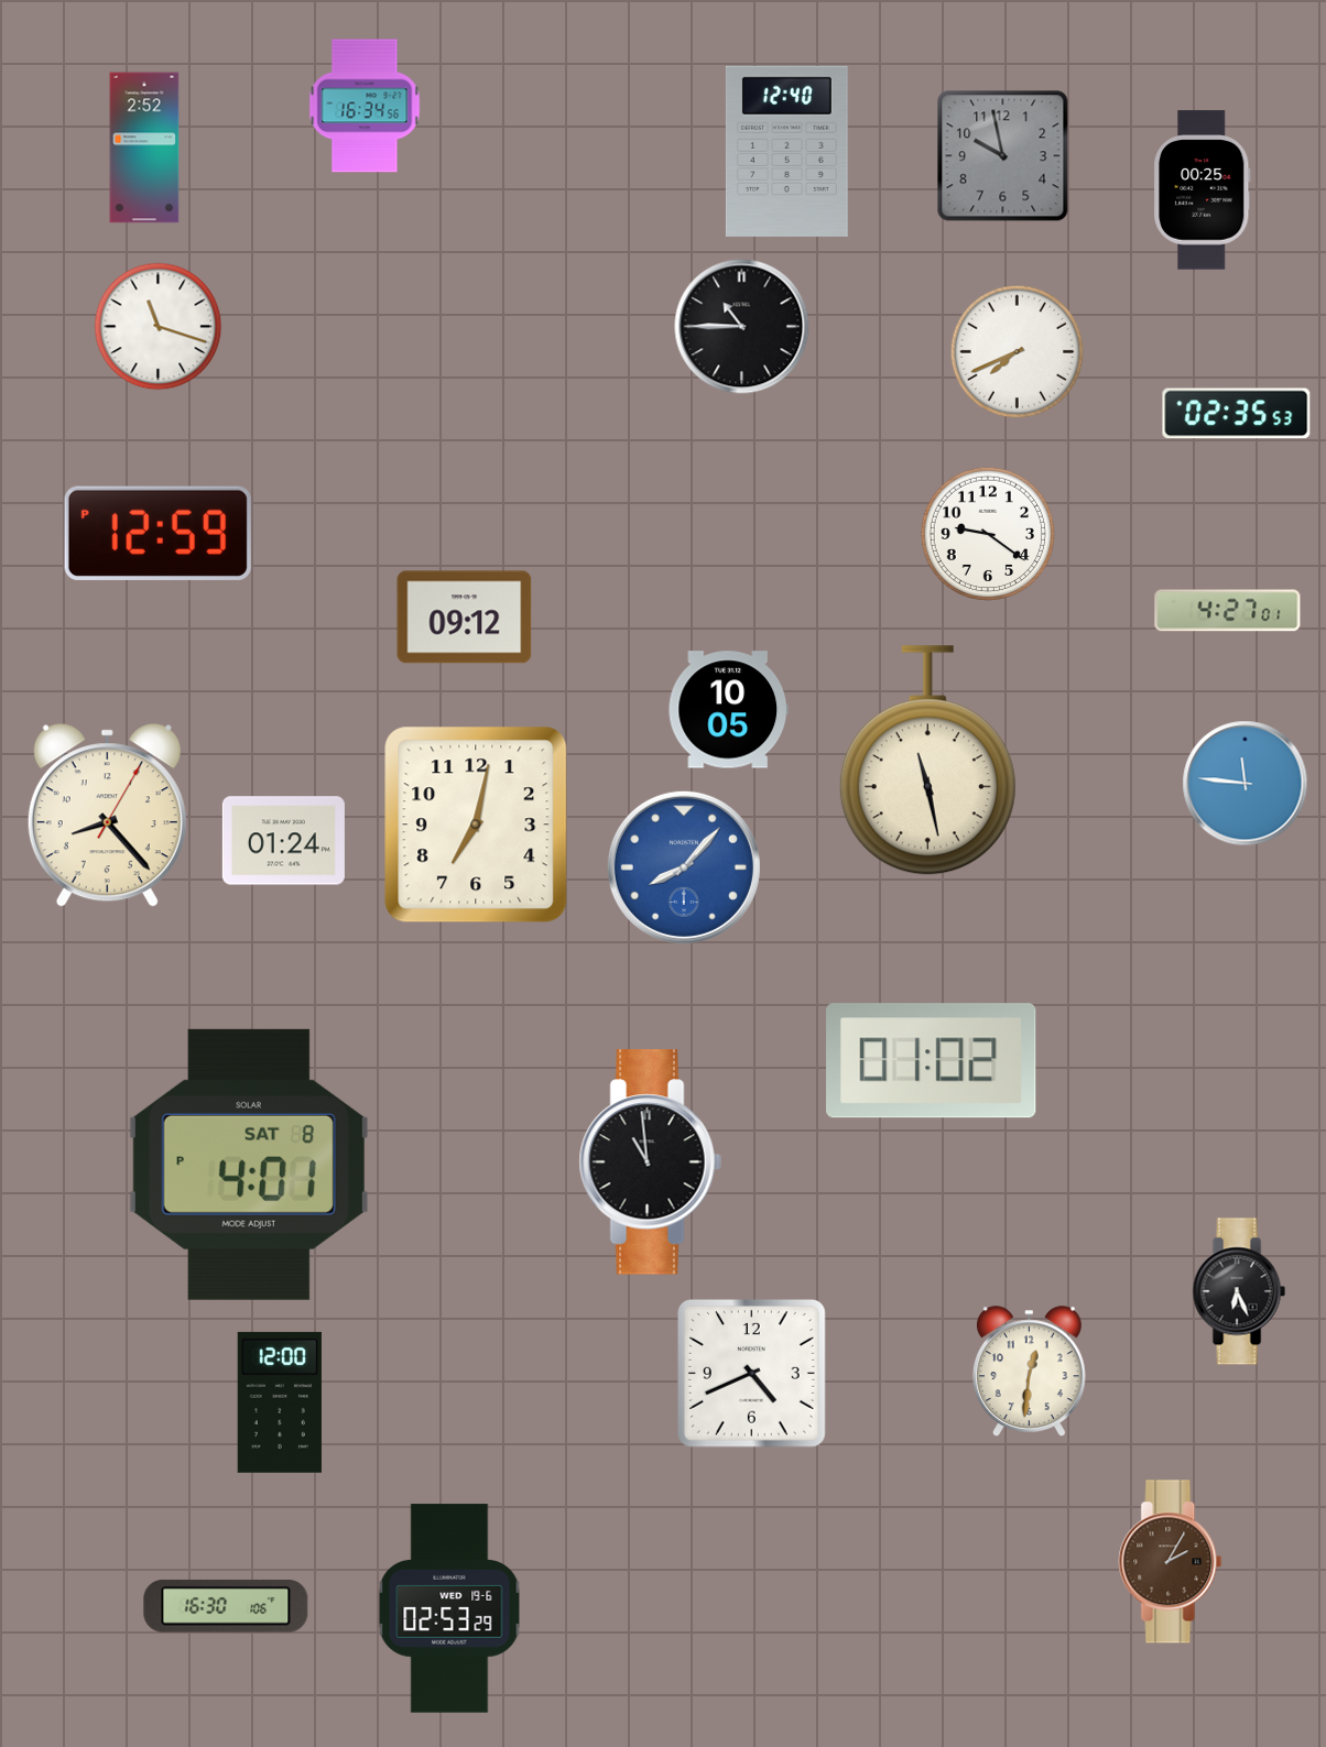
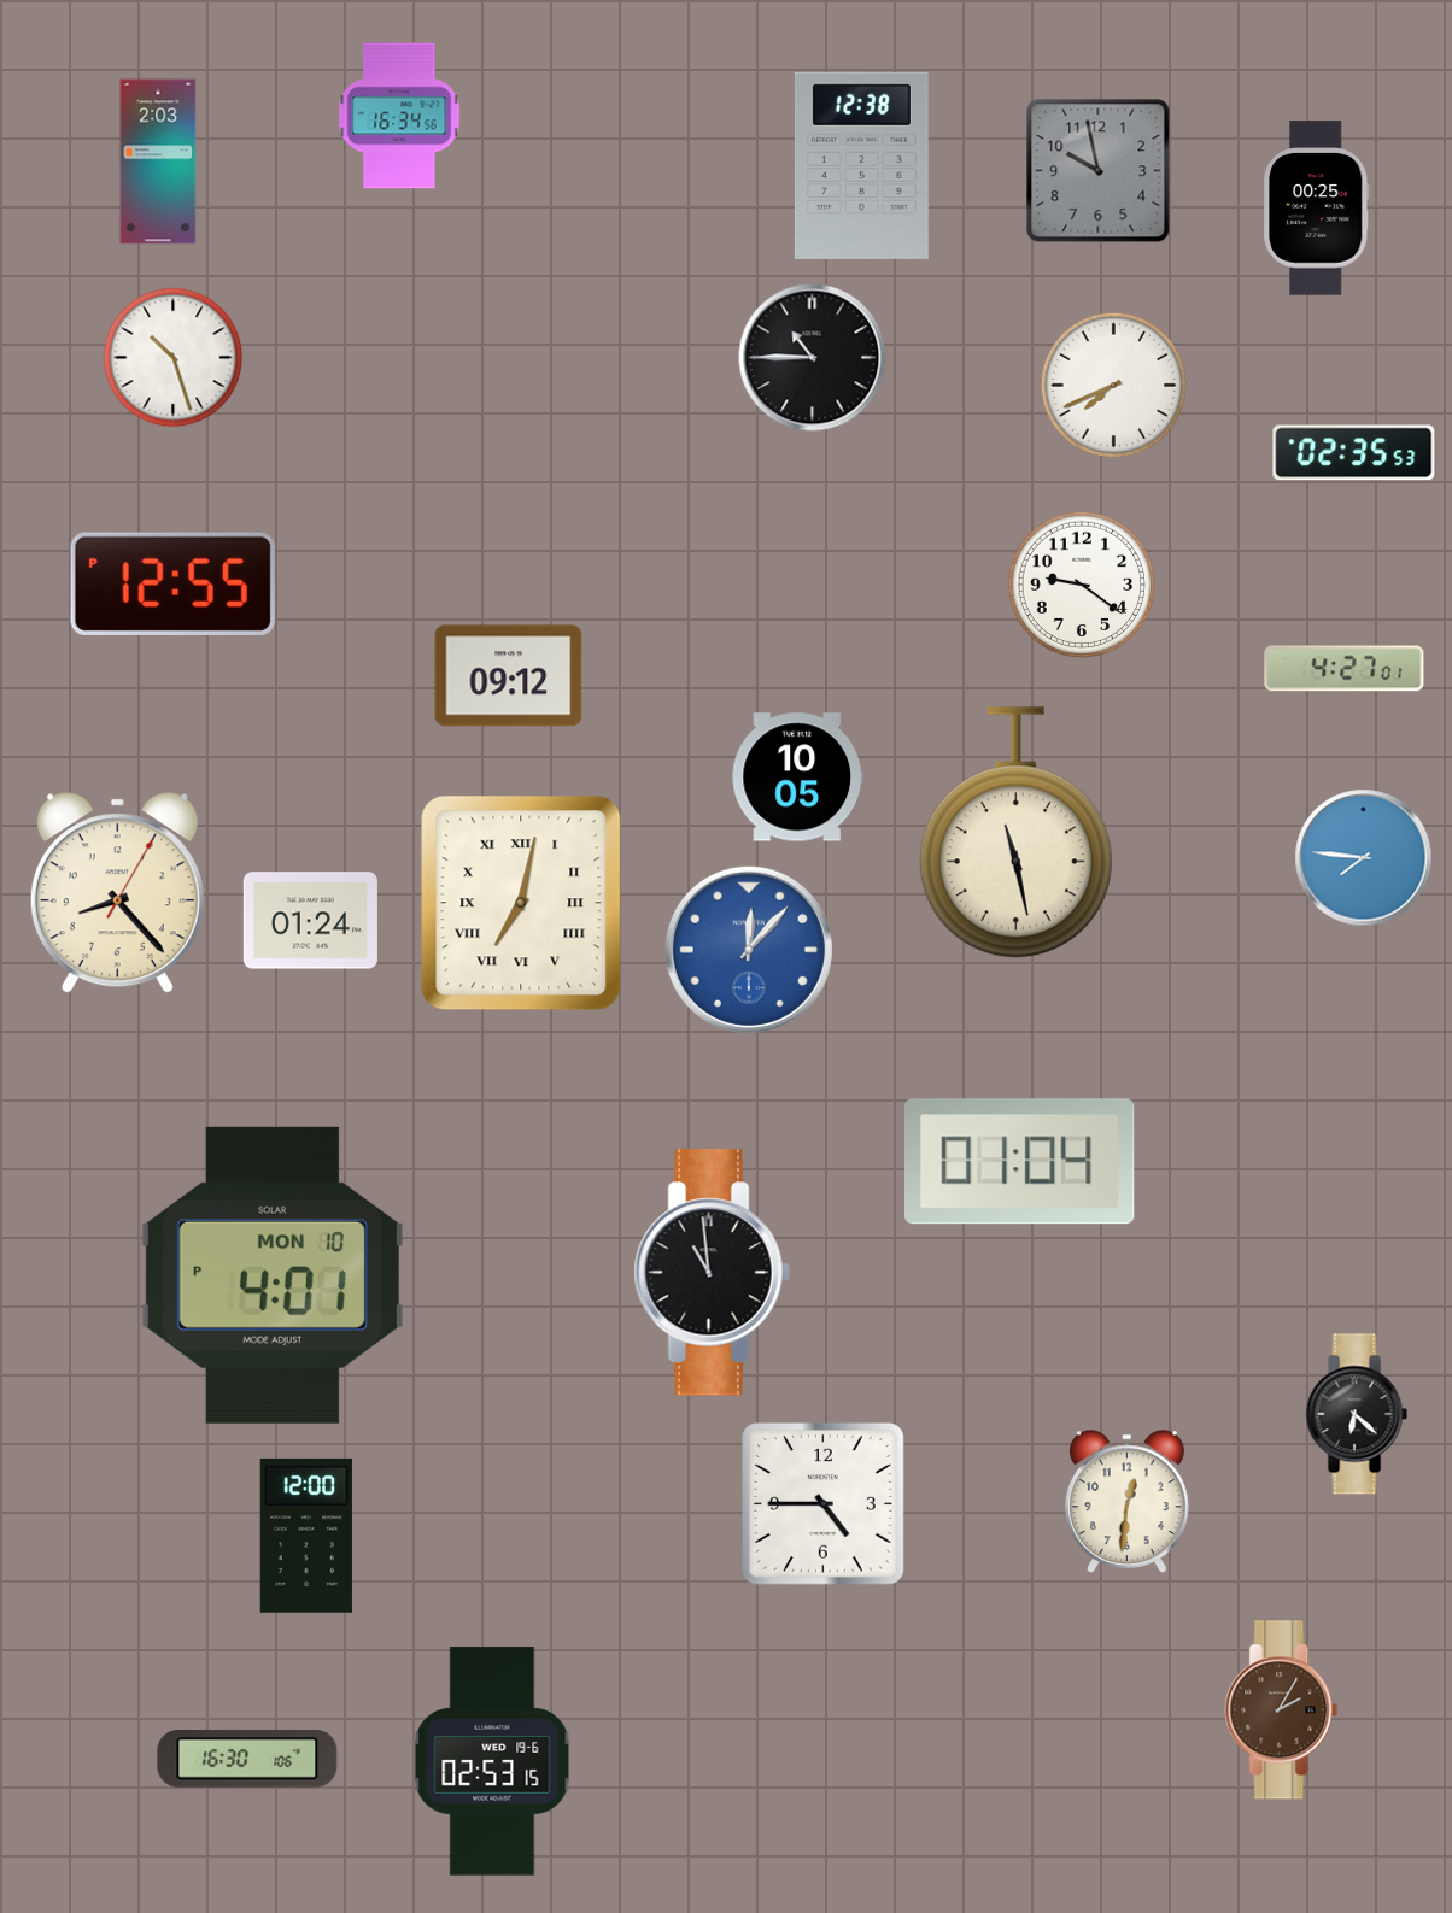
clock at (144, 148): 2:52 -> 2:03
clock at (786, 151): 12:40 -> 12:38
clock at (159, 327): 11:18 -> 10:27
clock at (157, 533): 12:59 -> 12:55
clock at (1246, 784): 11:46 -> 7:46
clock at (476, 825) numerals: Arabic -> Roman
clock at (684, 867): 8:07 -> 12:07
clock at (932, 1061): 01:02 -> 01:04
clock at (249, 1165) date: SAT 8 -> MON 10
clock at (1239, 1291): 6:26 -> 6:22
clock at (751, 1373): 4:41 -> 4:45
clock at (449, 1608): 02:53:29 -> 02:53:15
